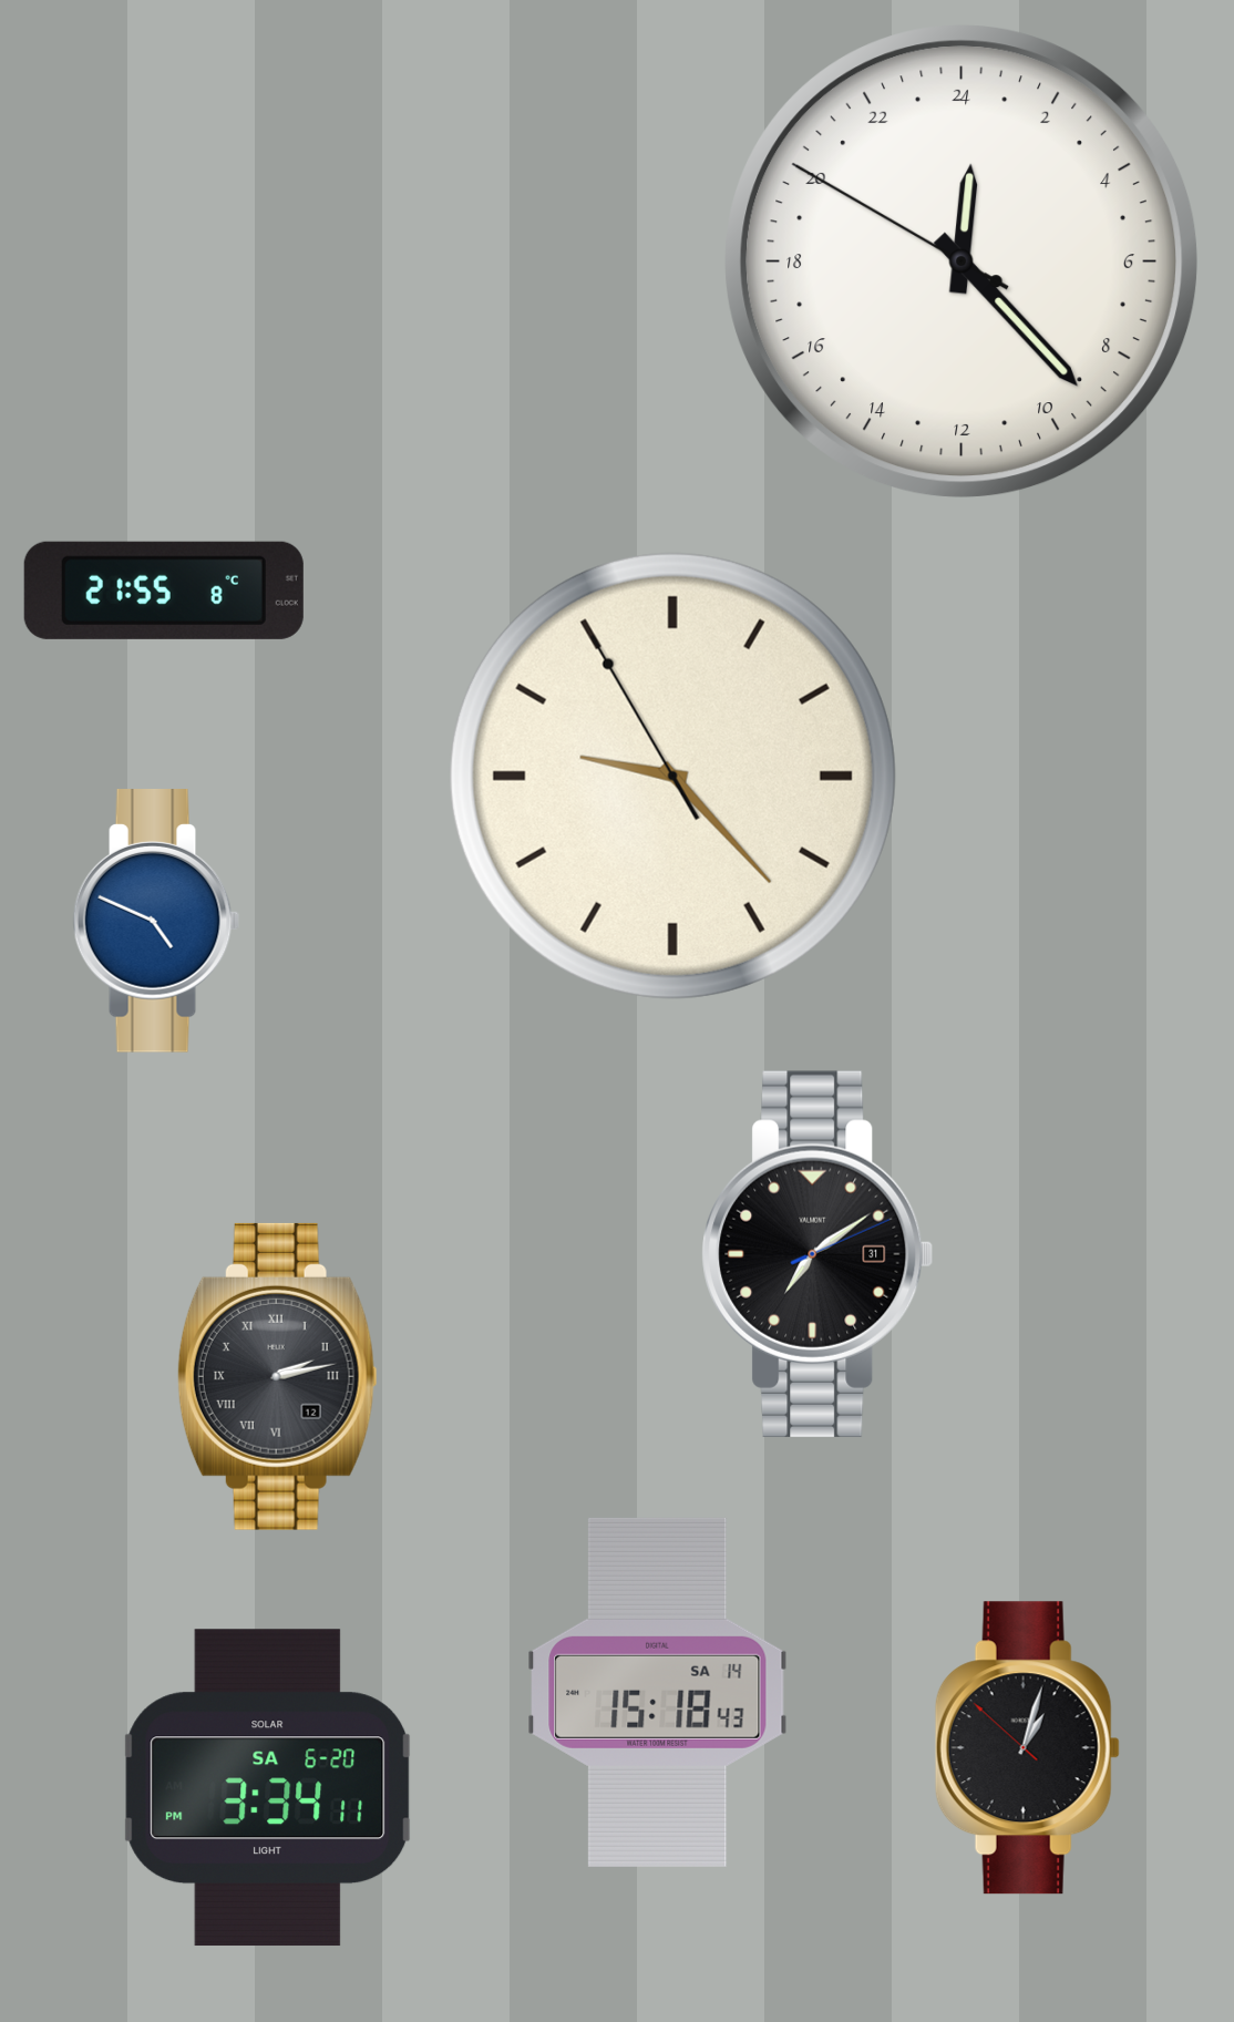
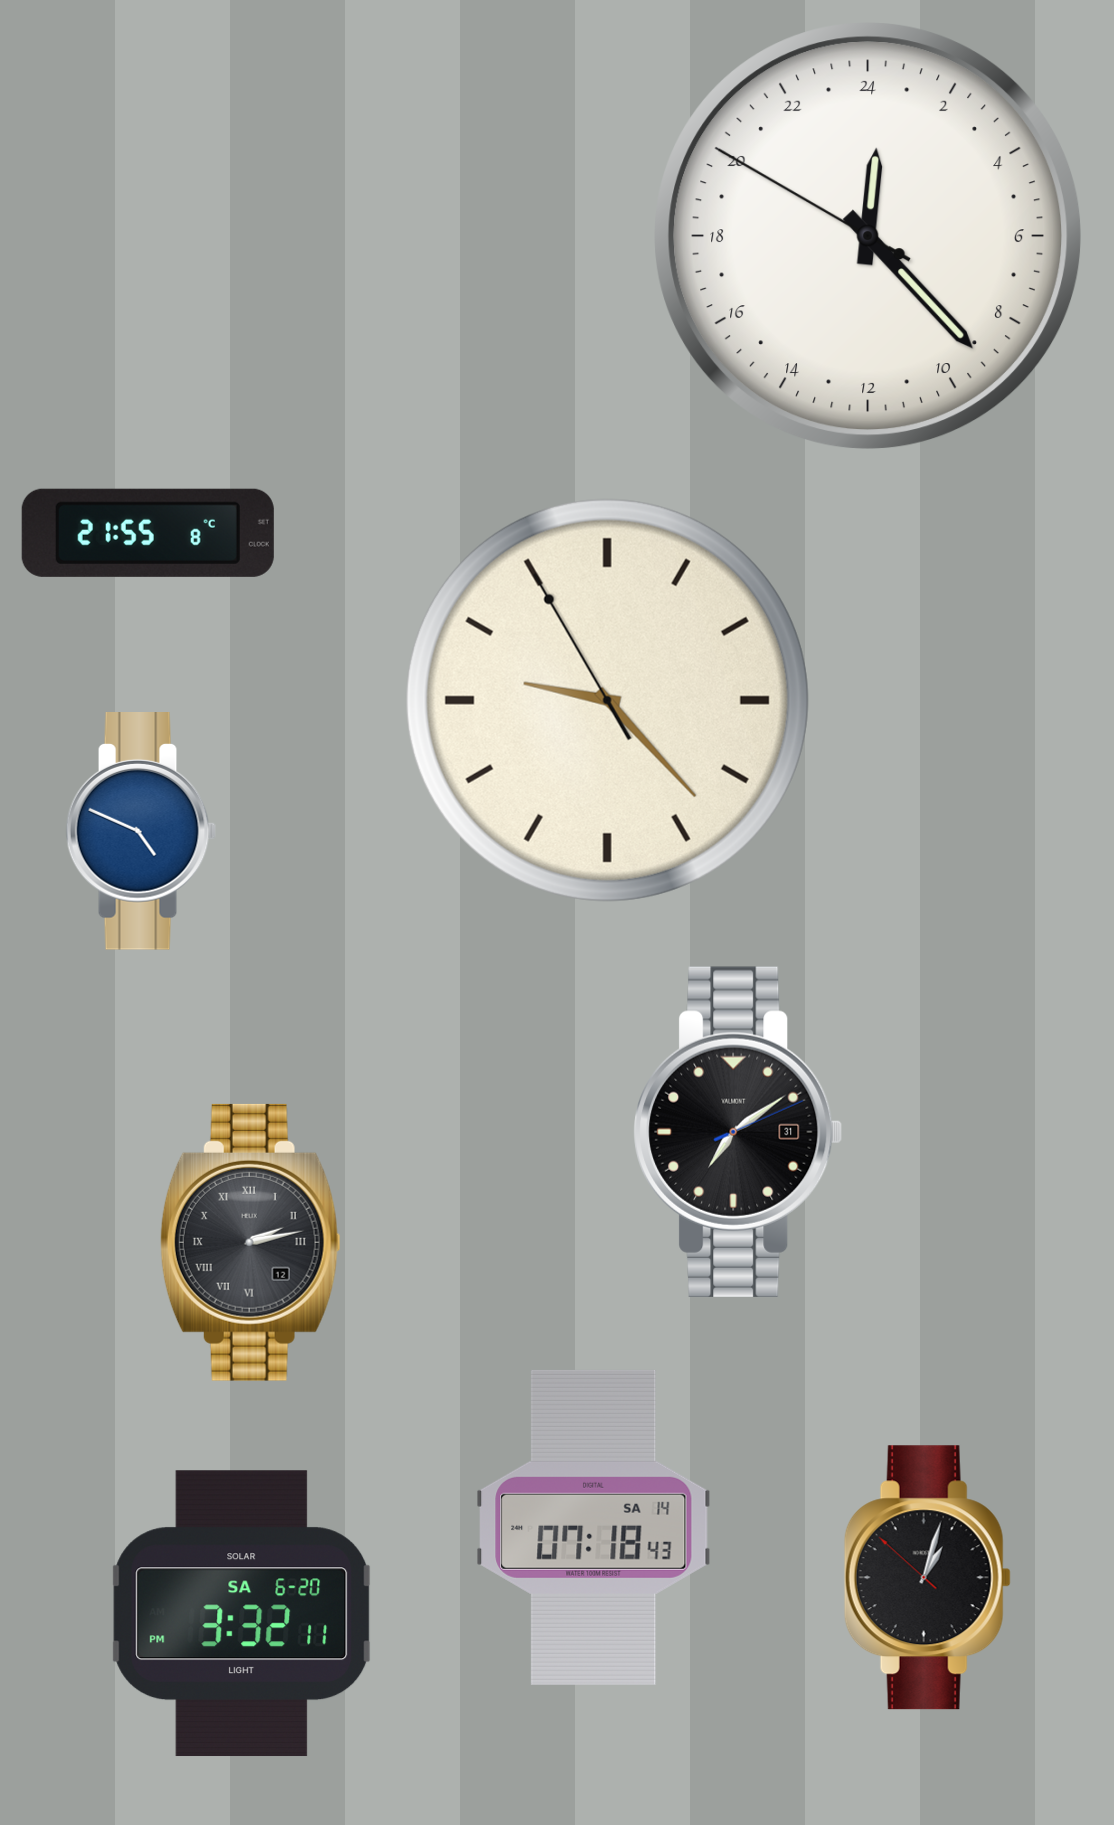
clock at (658, 1692): 15:18 -> 07:18
clock at (268, 1788): 3:34 -> 3:32
